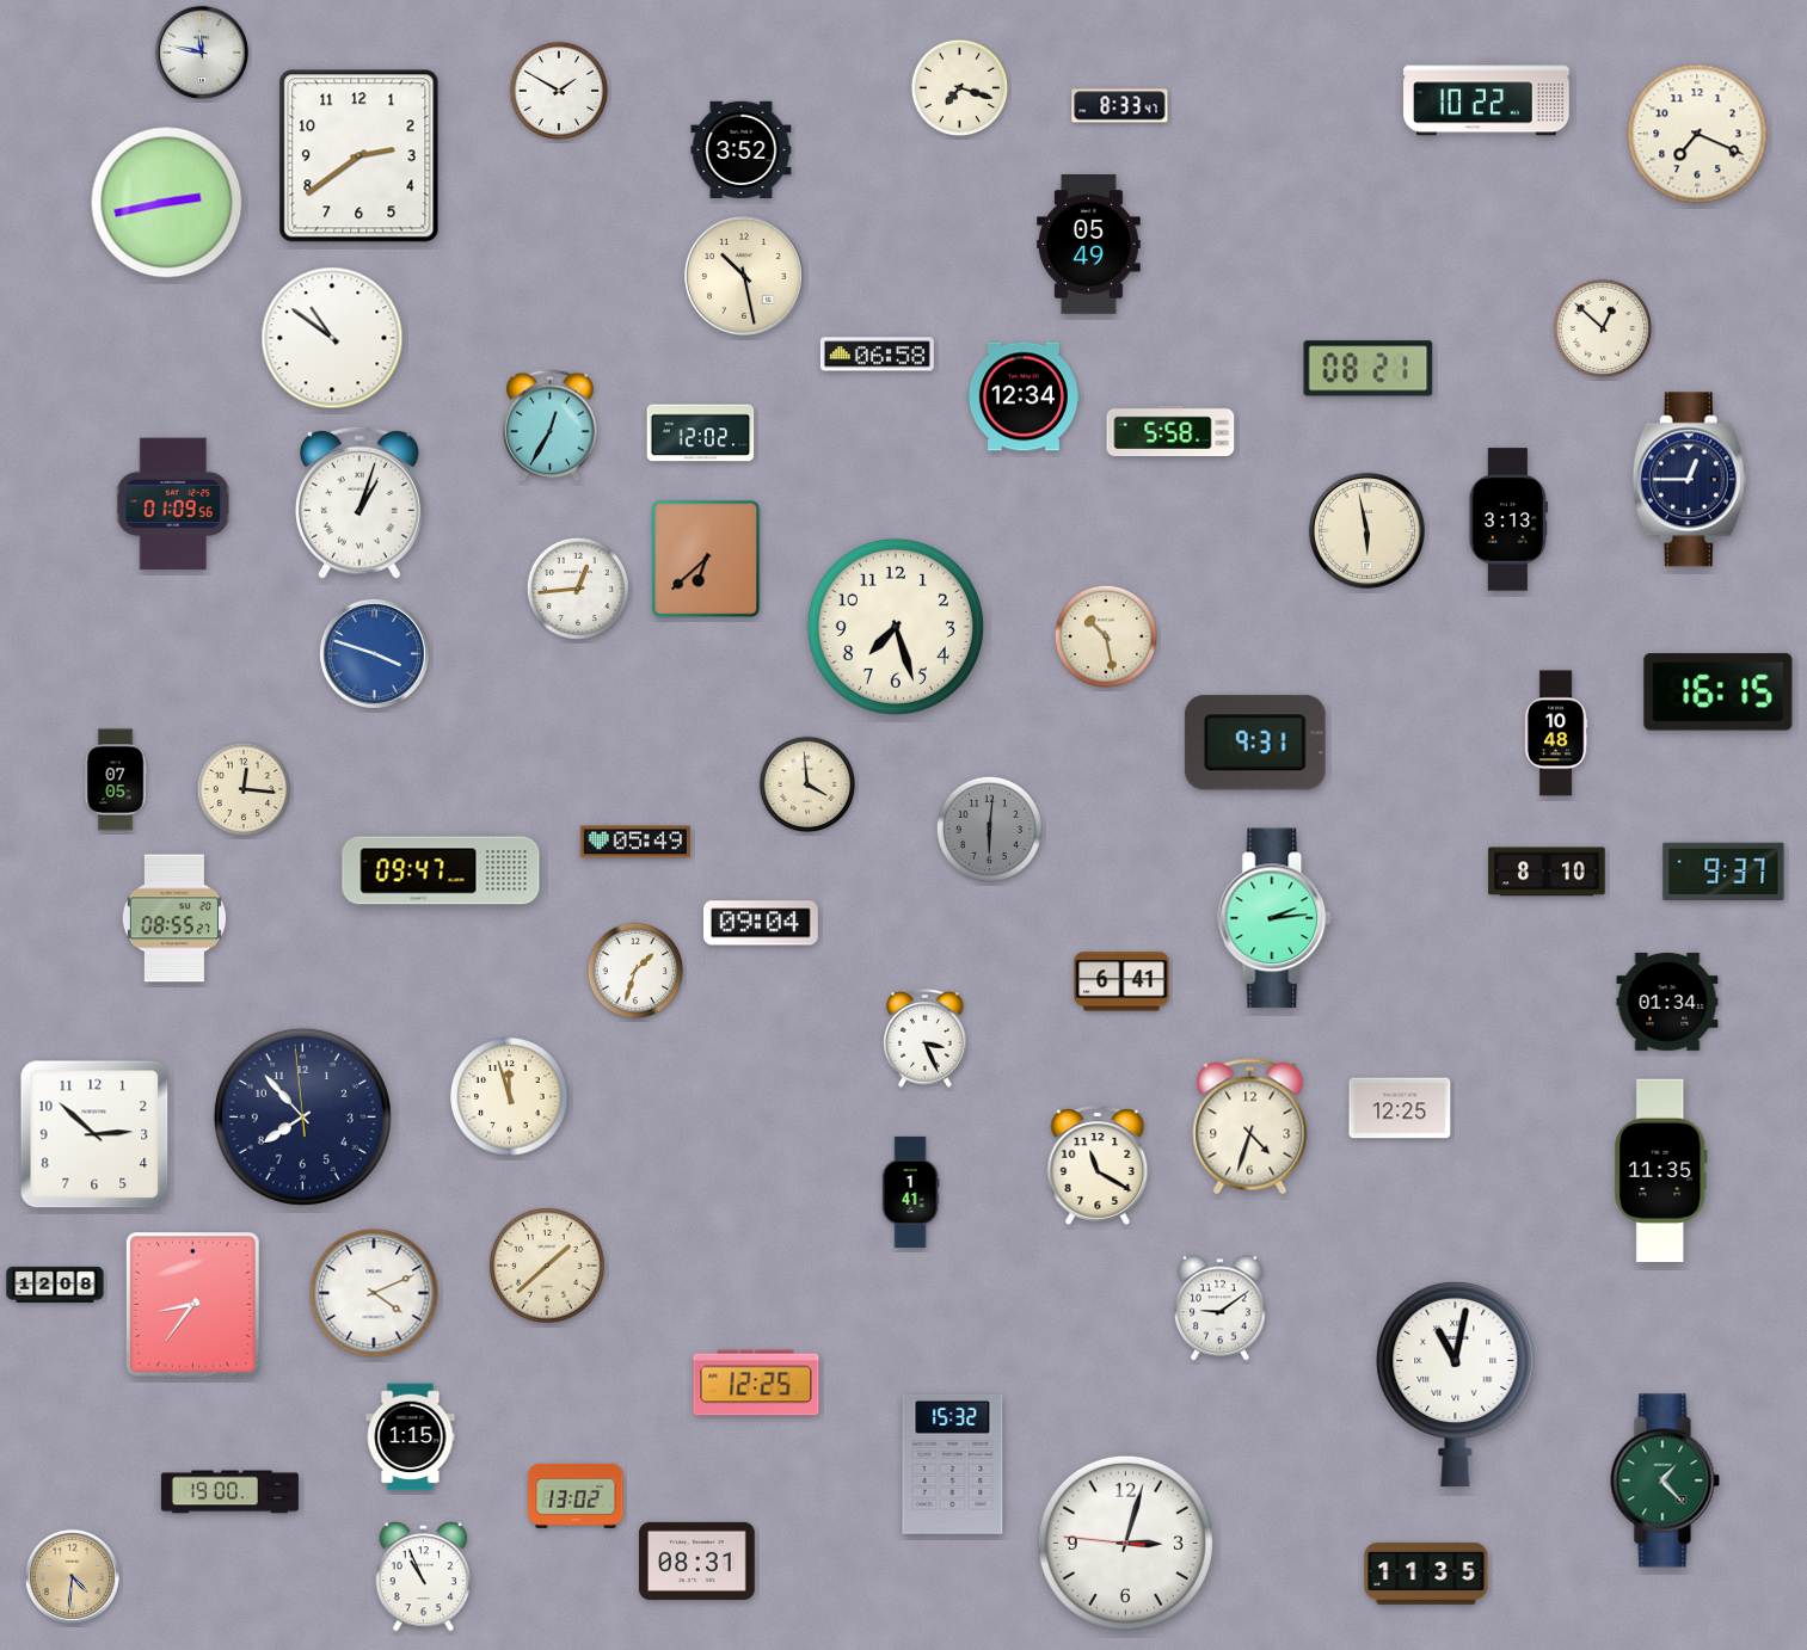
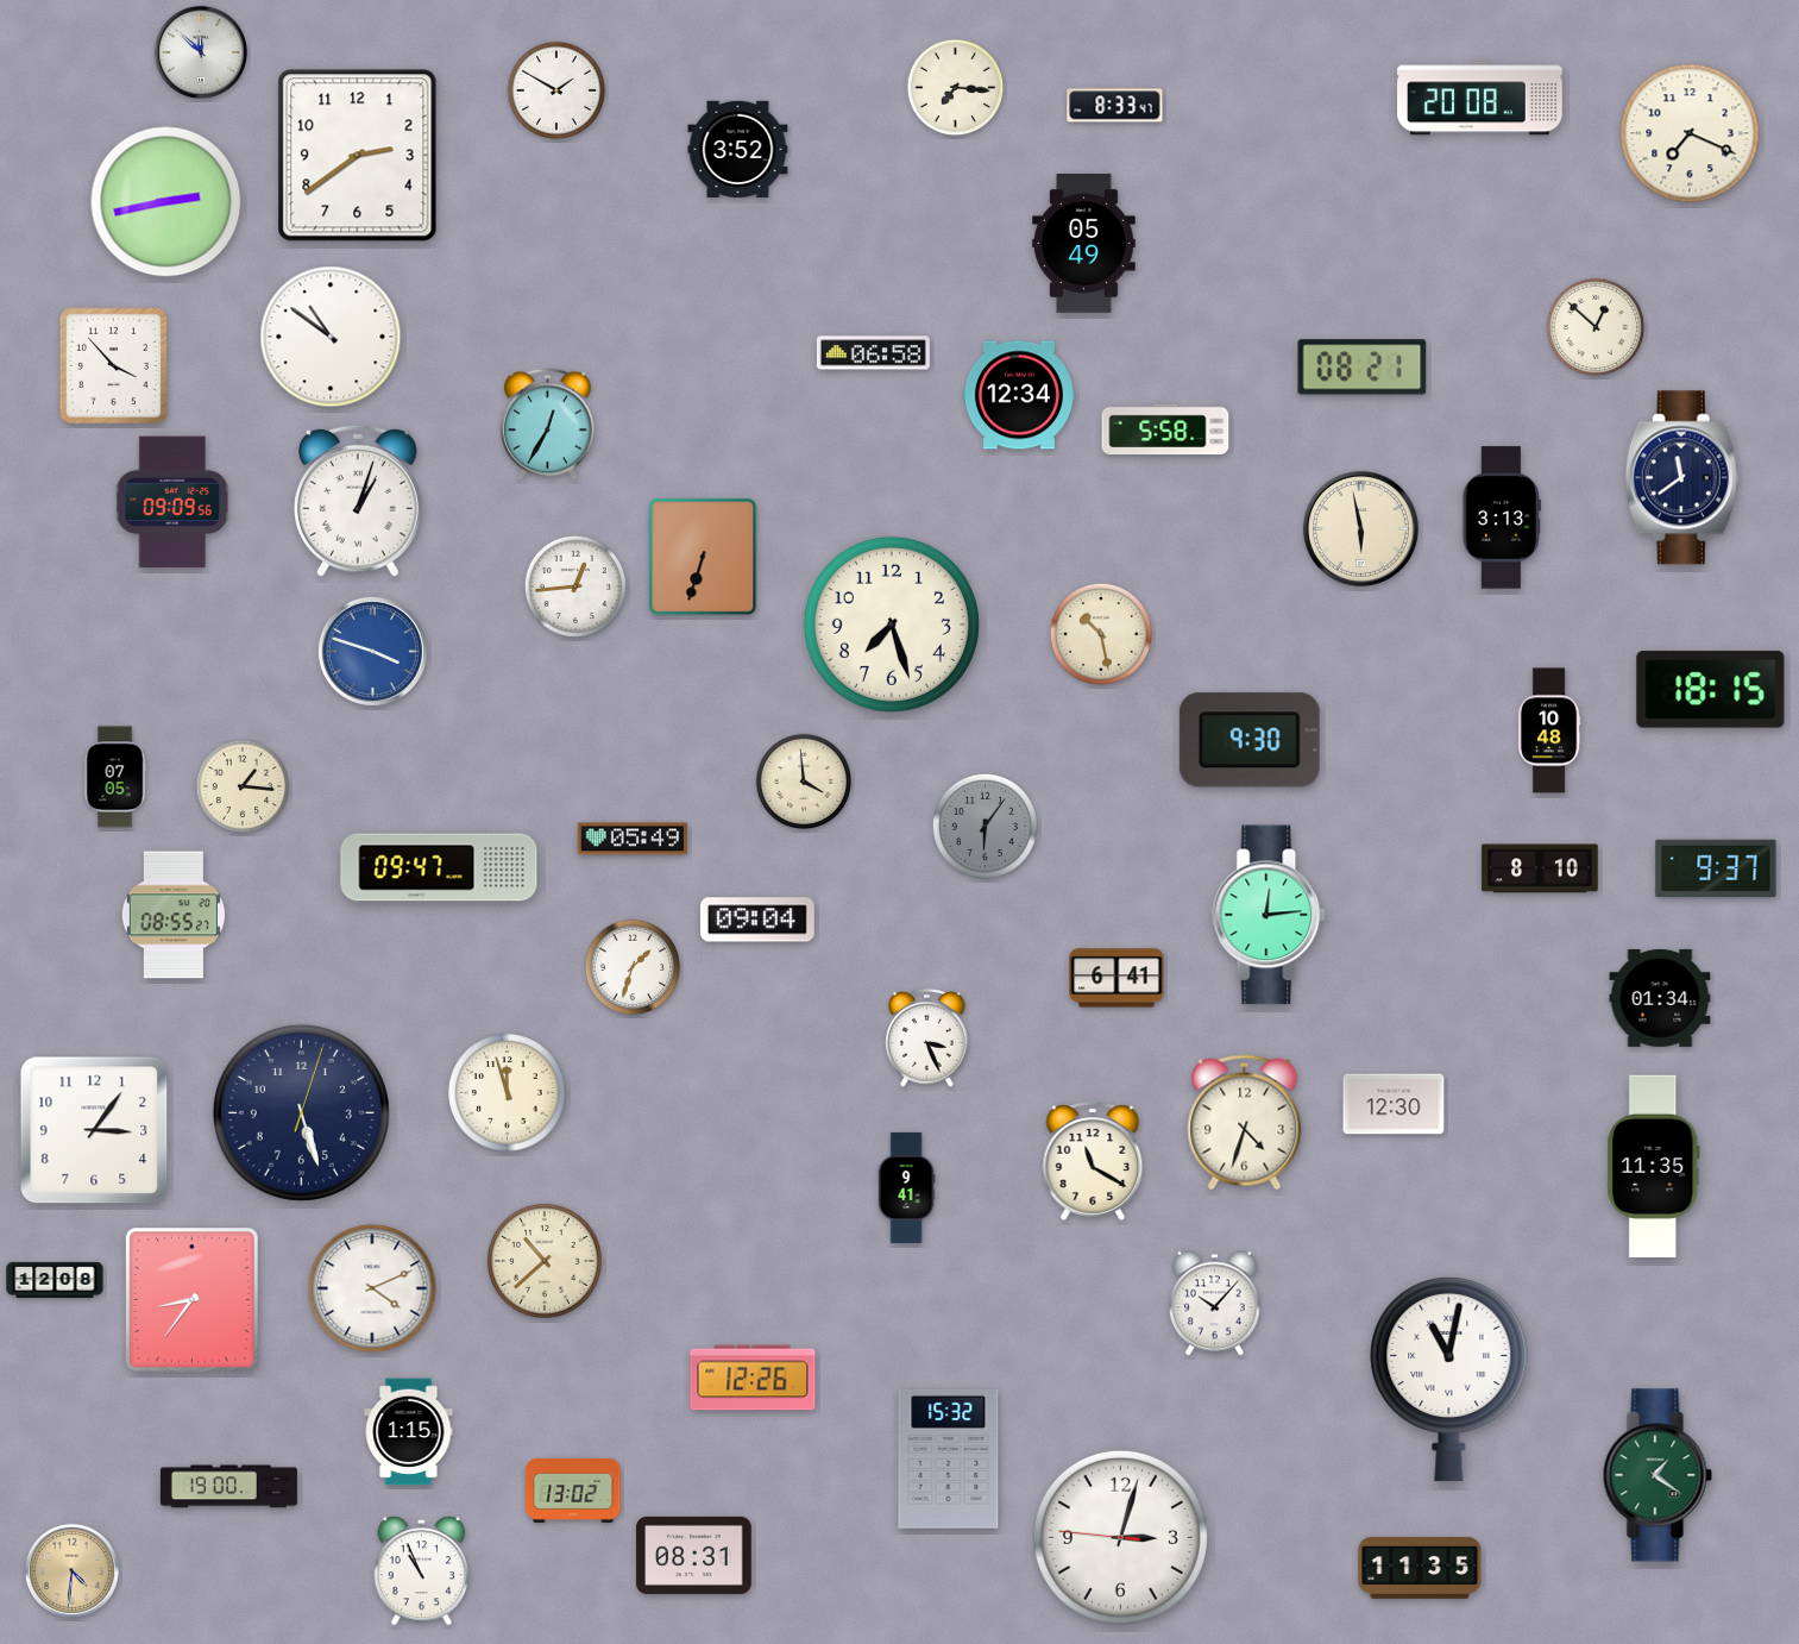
clock at (202, 53): 11:47 -> 11:52
clock at (960, 88): 7:18 -> 7:16
clock at (1487, 99): 10:22 -> 20:08
clock at (744, 276): 10:28 -> none
clock at (113, 365): none -> 3:53
clock at (701, 433): 12:02 -> none
clock at (1689, 480): 12:45 -> 11:39
clock at (172, 504): 01:09 -> 09:09
clock at (706, 559): 6:38 -> 6:33
clock at (1719, 692): 16:15 -> 18:15
clock at (1255, 743): 9:31 -> 9:30
clock at (244, 789): 12:16 -> 1:16
clock at (989, 829): 6:01 -> 6:06
clock at (1276, 918): 2:14 -> 12:14
clock at (926, 1039) position: (926, 1039) -> (927, 1039)
clock at (1400, 1108): 12:25 -> 12:30
clock at (302, 1116): 7:52 -> 5:27
clock at (94, 1134): 2:52 -> 3:06
clock at (910, 1192): 1:41 -> 9:41
clock at (548, 1267): 1:38 -> 10:38
clock at (1221, 1309): 9:09 -> 10:07
clock at (756, 1383): 12:25 -> 12:26
clock at (1665, 1480): 1:23 -> 1:21
